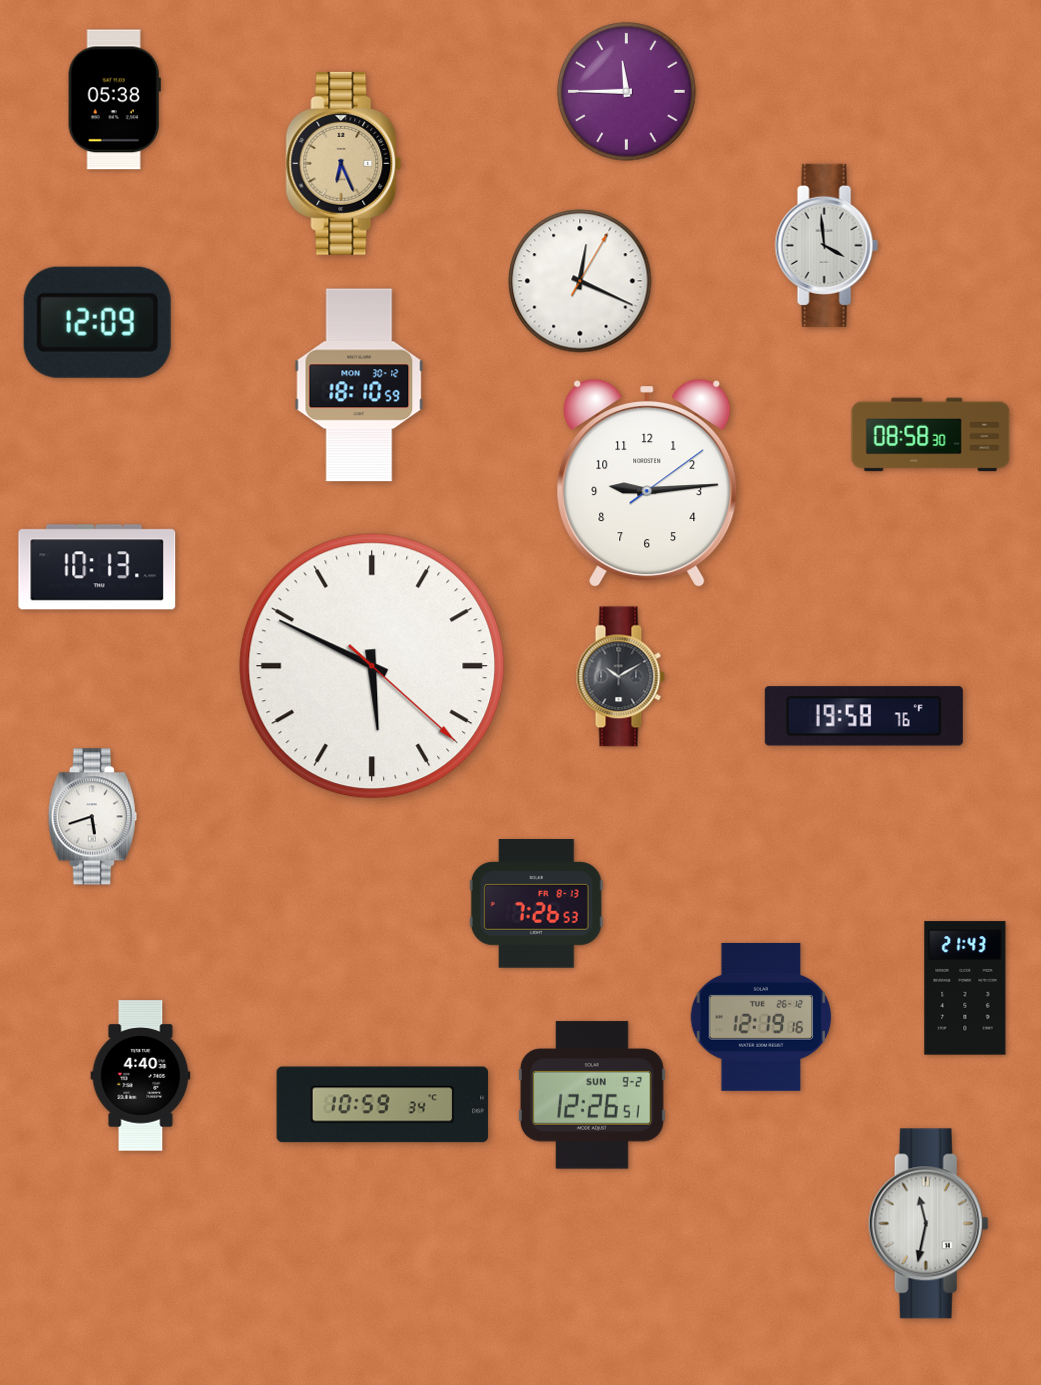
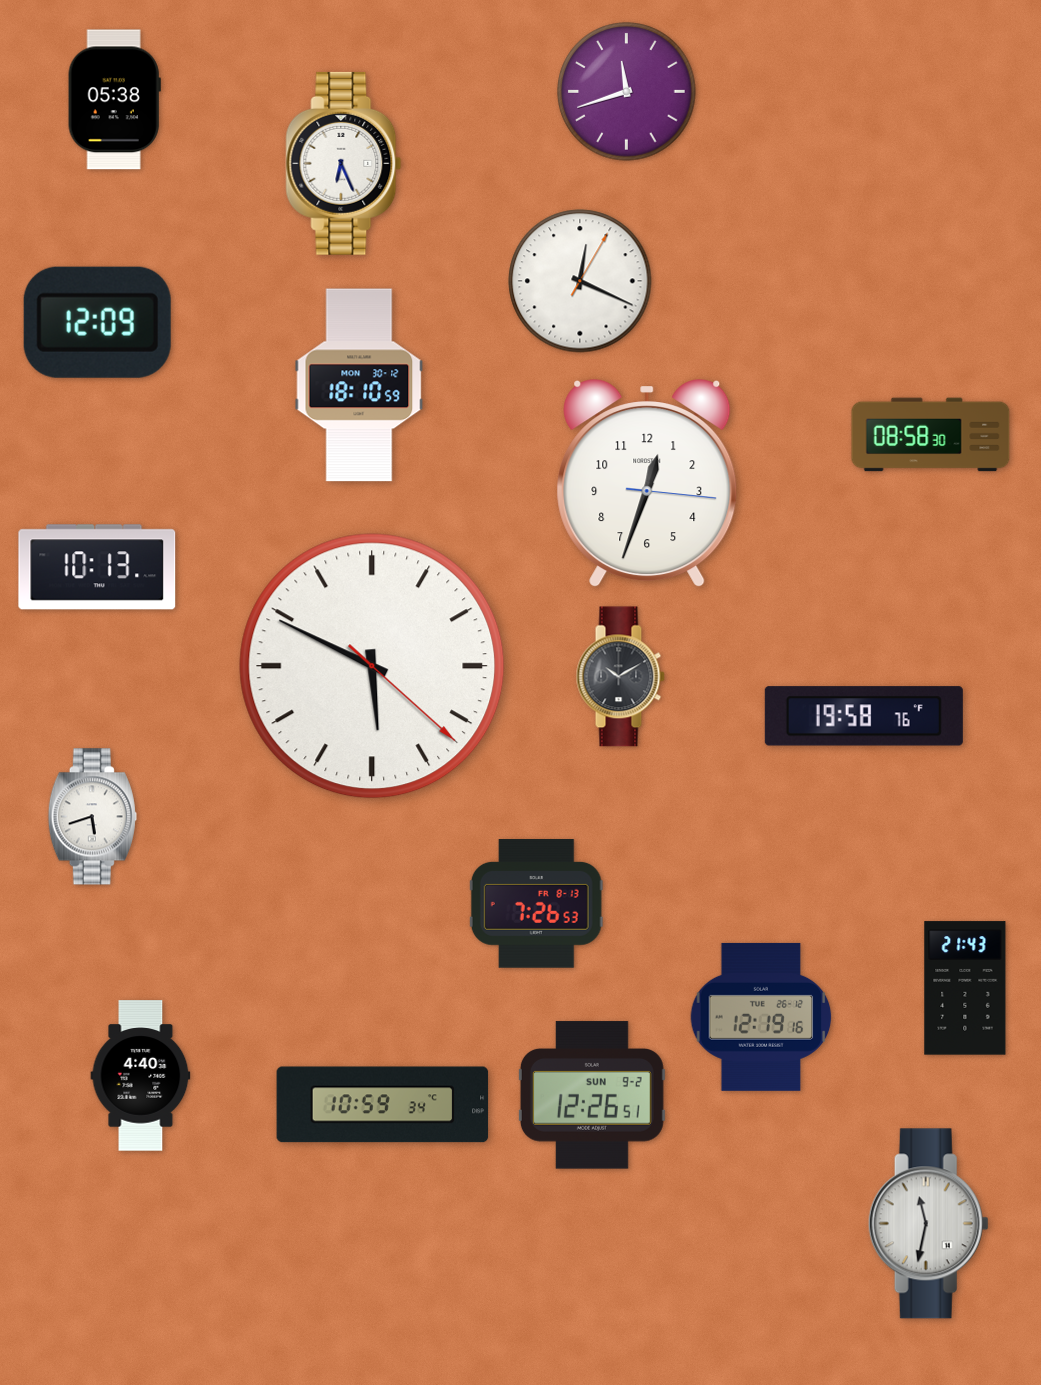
clock at (627, 92): 11:45 -> 11:42
clock at (344, 163) dial: champagne -> white
clock at (826, 245): 3:59 -> none
clock at (647, 484): 9:14 -> 12:33
